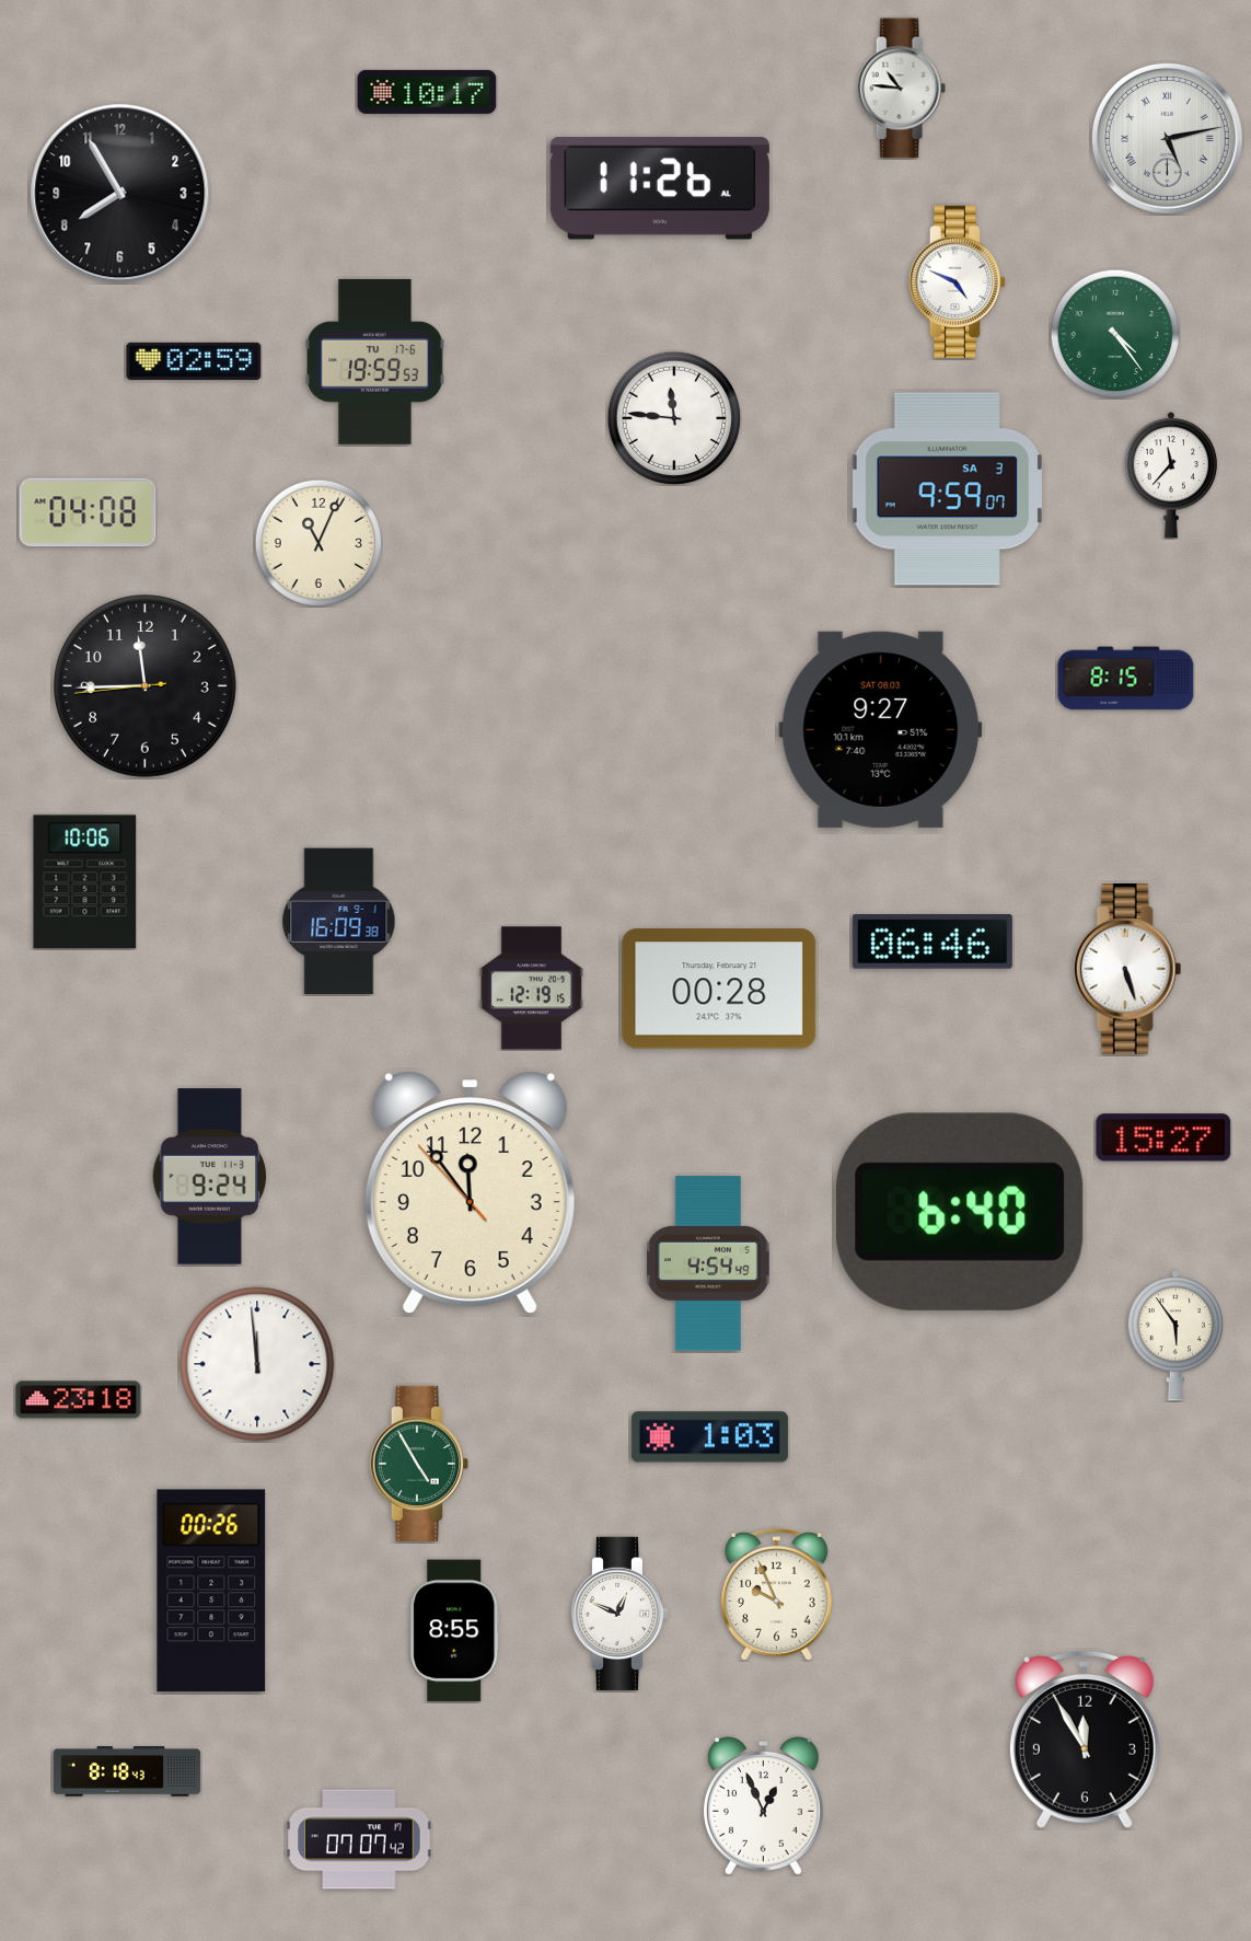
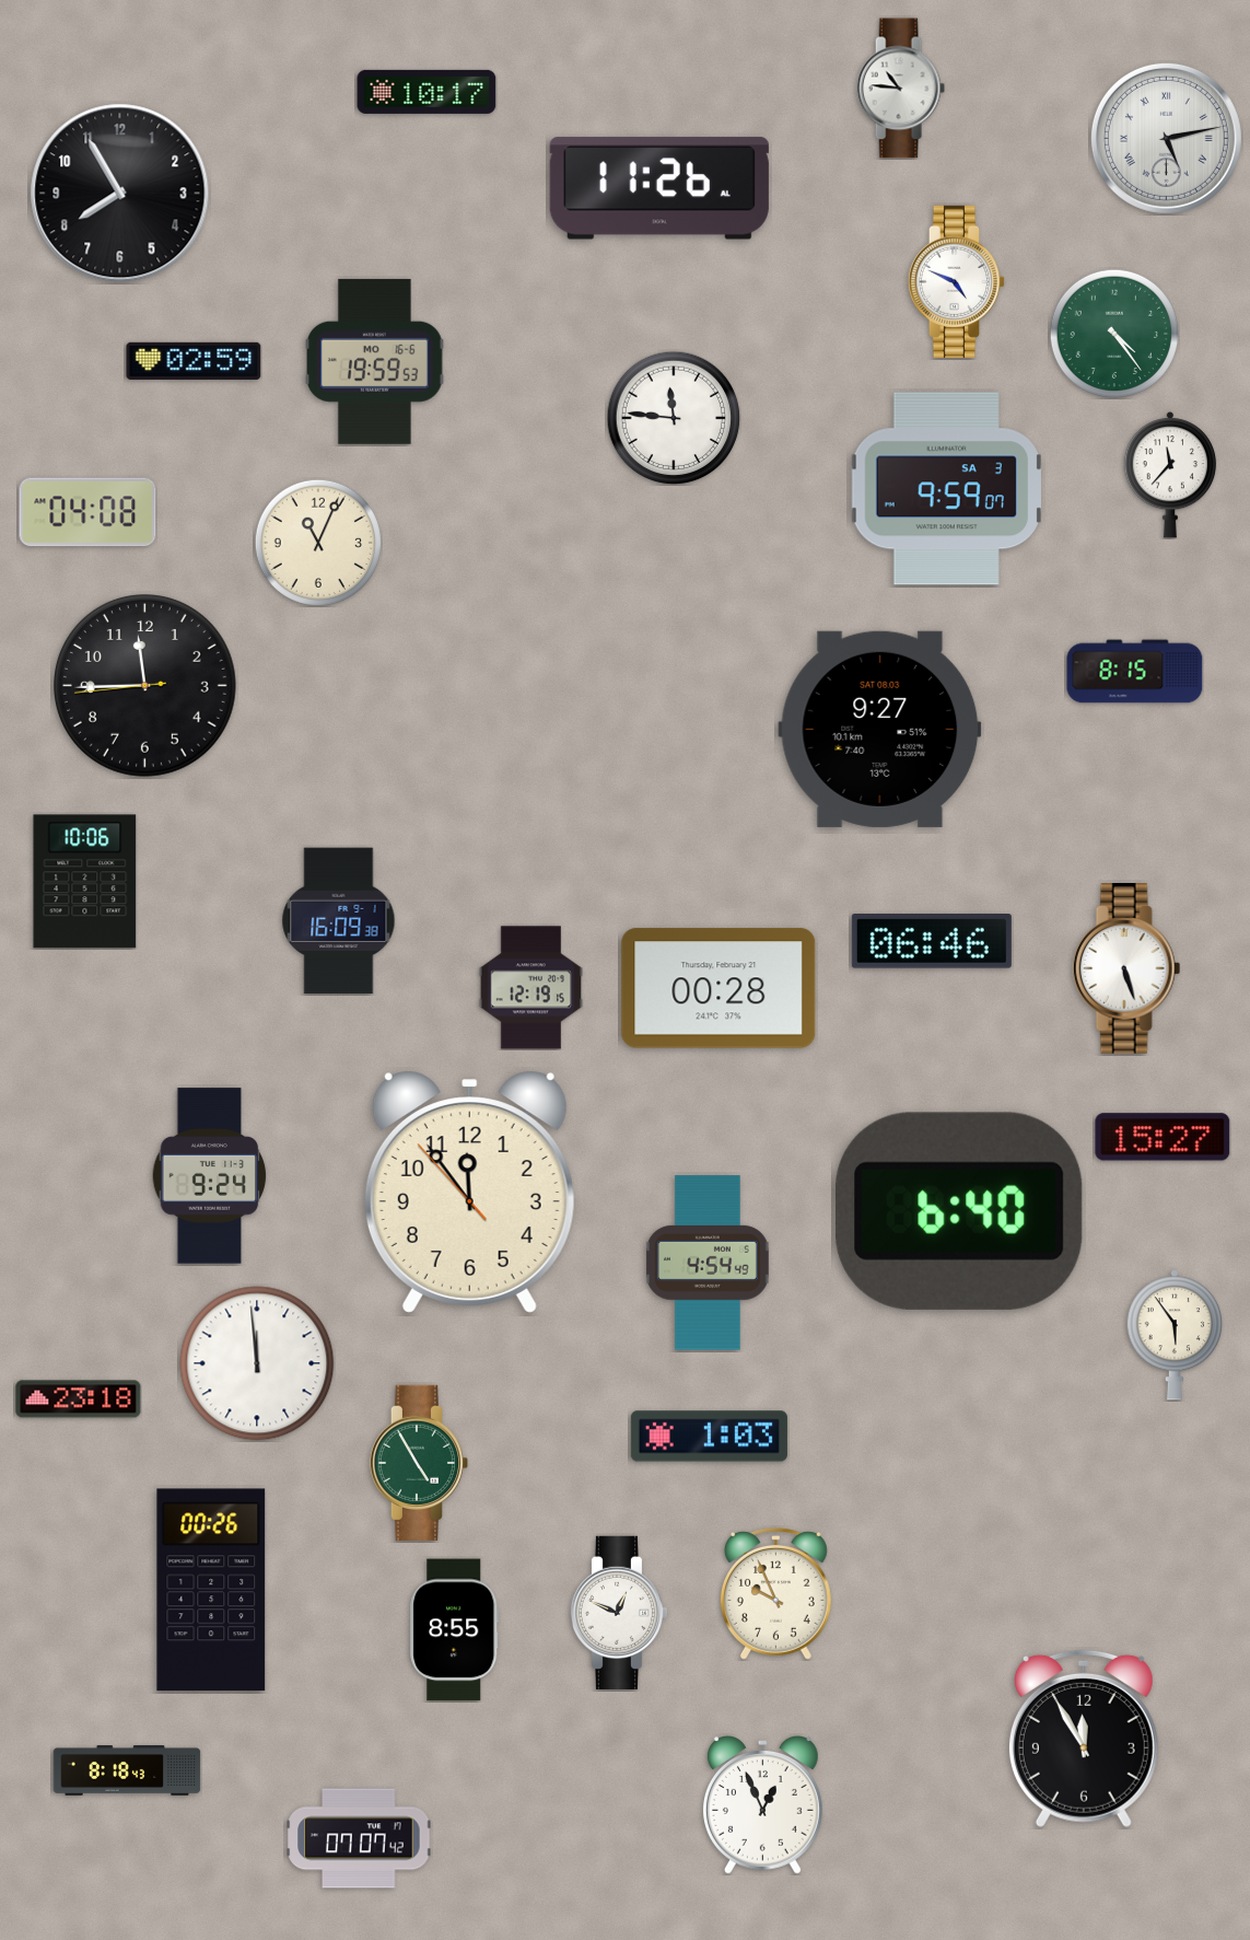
clock at (375, 361) date: TU 17-6 -> MO 16-6
clock at (1126, 679) position: (1126, 679) -> (1135, 672)
